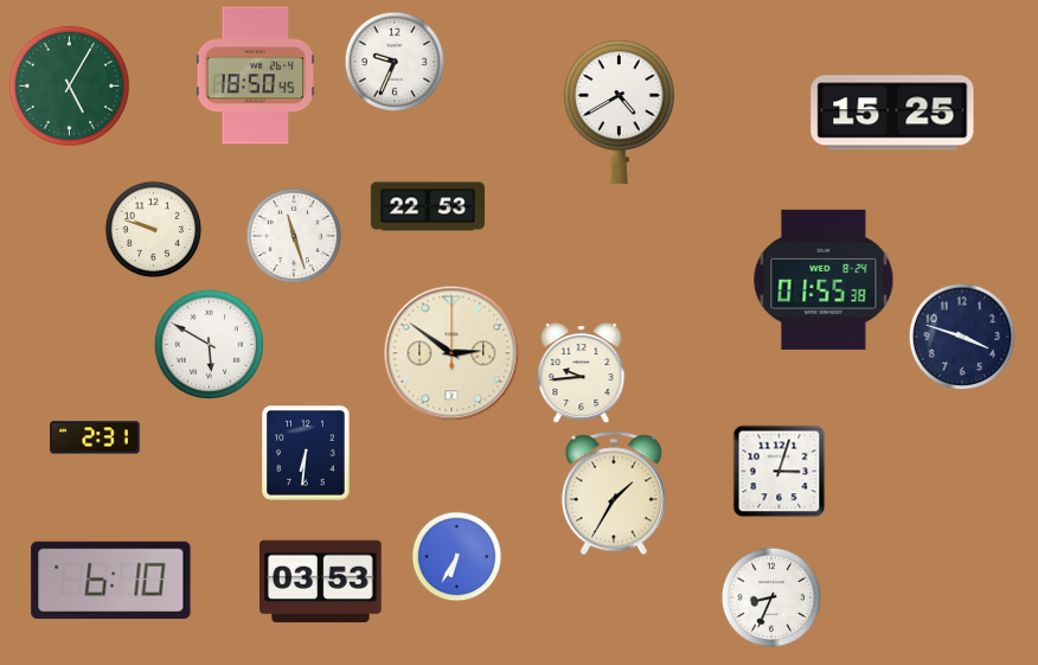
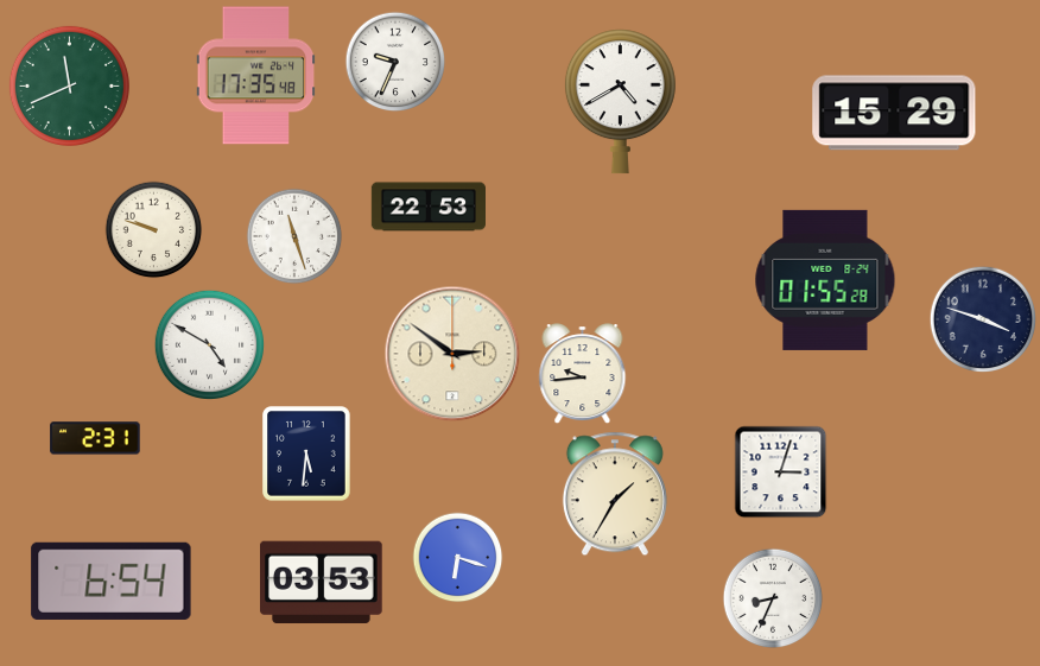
clock at (256, 76): 18:50 -> 17:35
clock at (69, 85): 5:05 -> 11:41
clock at (619, 113) position: (619, 113) -> (620, 102)
clock at (892, 113): 15:25 -> 15:29
clock at (824, 280): 01:55:38 -> 01:55:28
clock at (962, 337) position: (962, 337) -> (983, 319)
clock at (209, 344): 5:50 -> 4:50
clock at (306, 453): 6:31 -> 5:31
clock at (457, 557): 6:35 -> 6:18
clock at (111, 580): 6:10 -> 6:54
